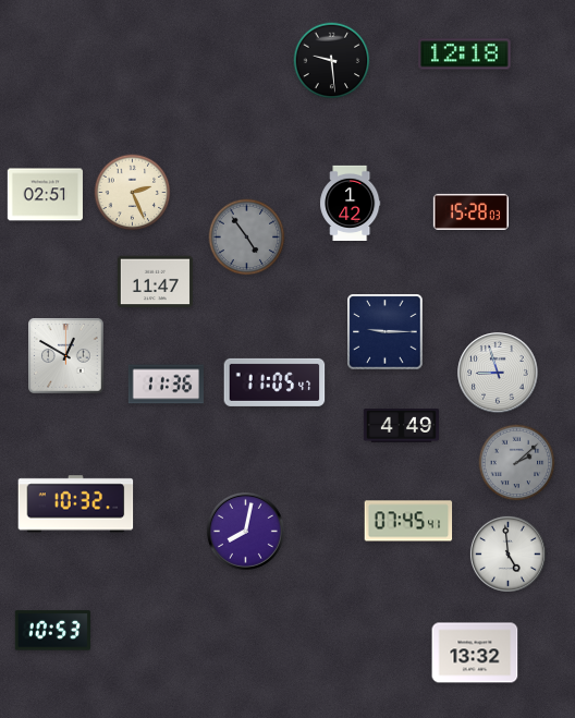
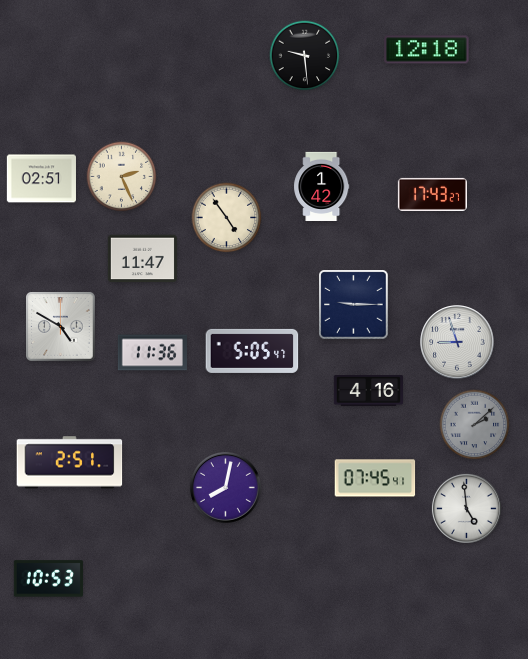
clock at (470, 211): 15:28 -> 17:43
clock at (247, 238) dial: grey -> cream
clock at (66, 356): 12:50 -> 4:50
clock at (274, 382): 11:05 -> 5:05
clock at (401, 426): 4:49 -> 4:16
clock at (76, 504): 10:32 -> 2:51
clock at (475, 653): 13:32 -> none
